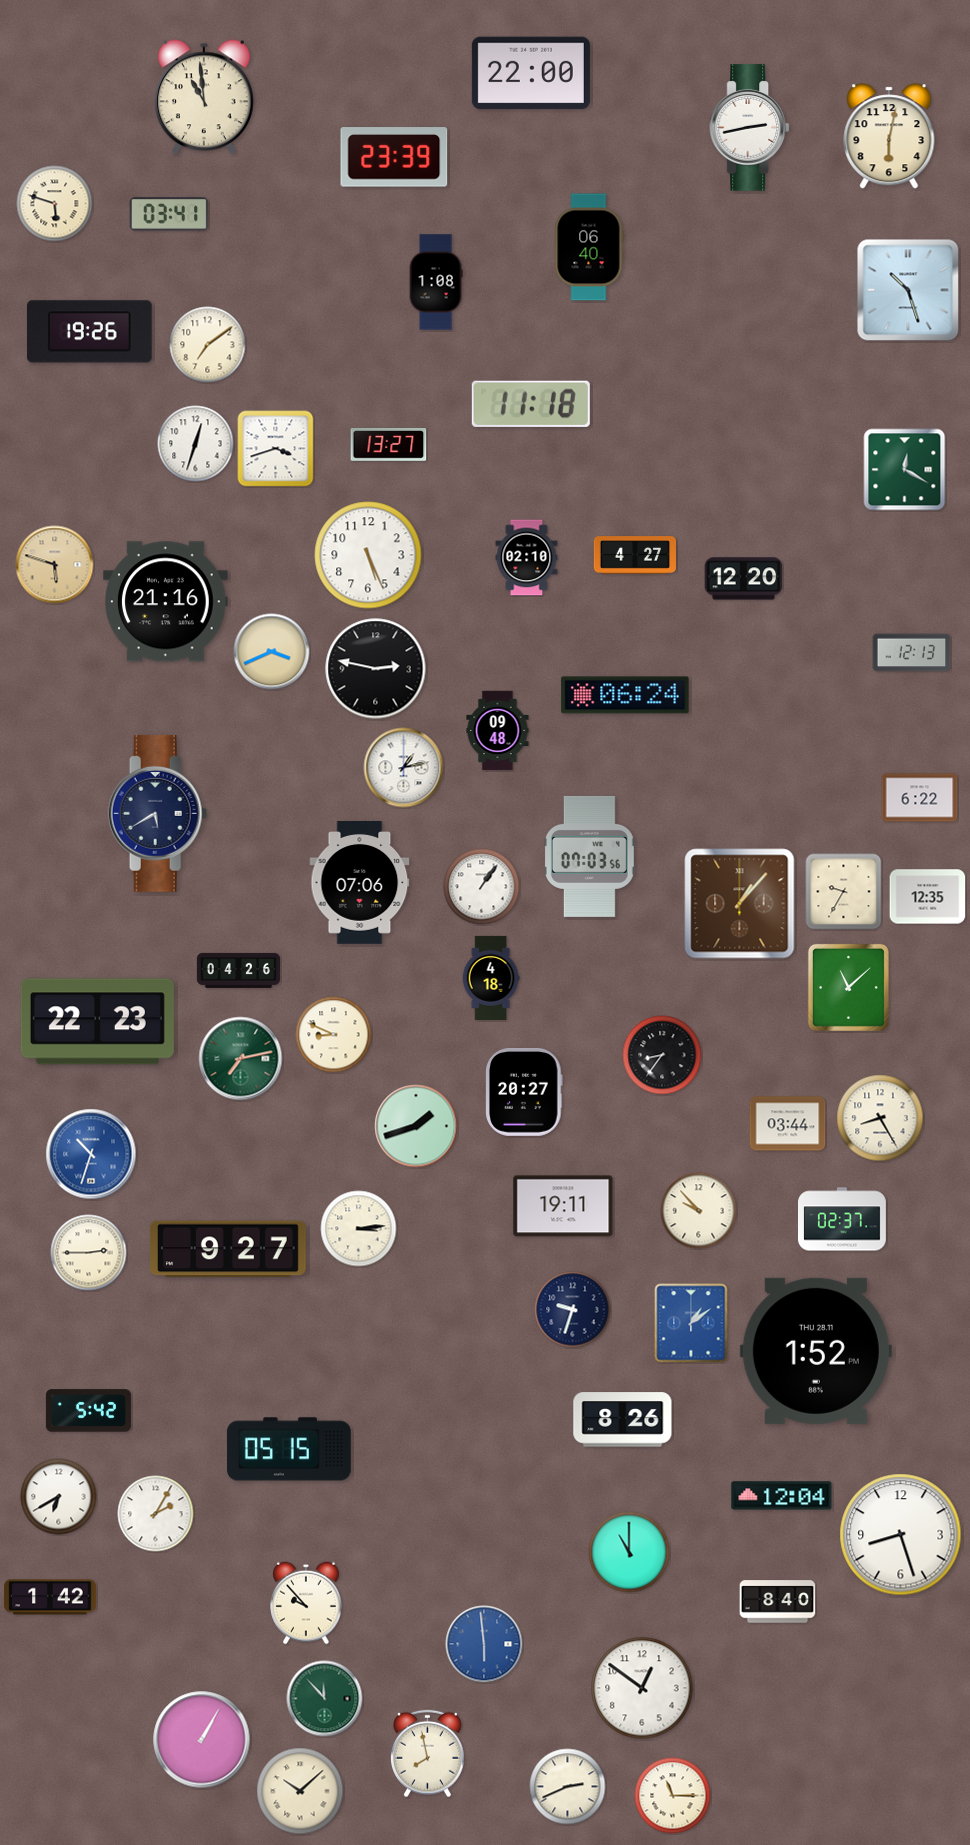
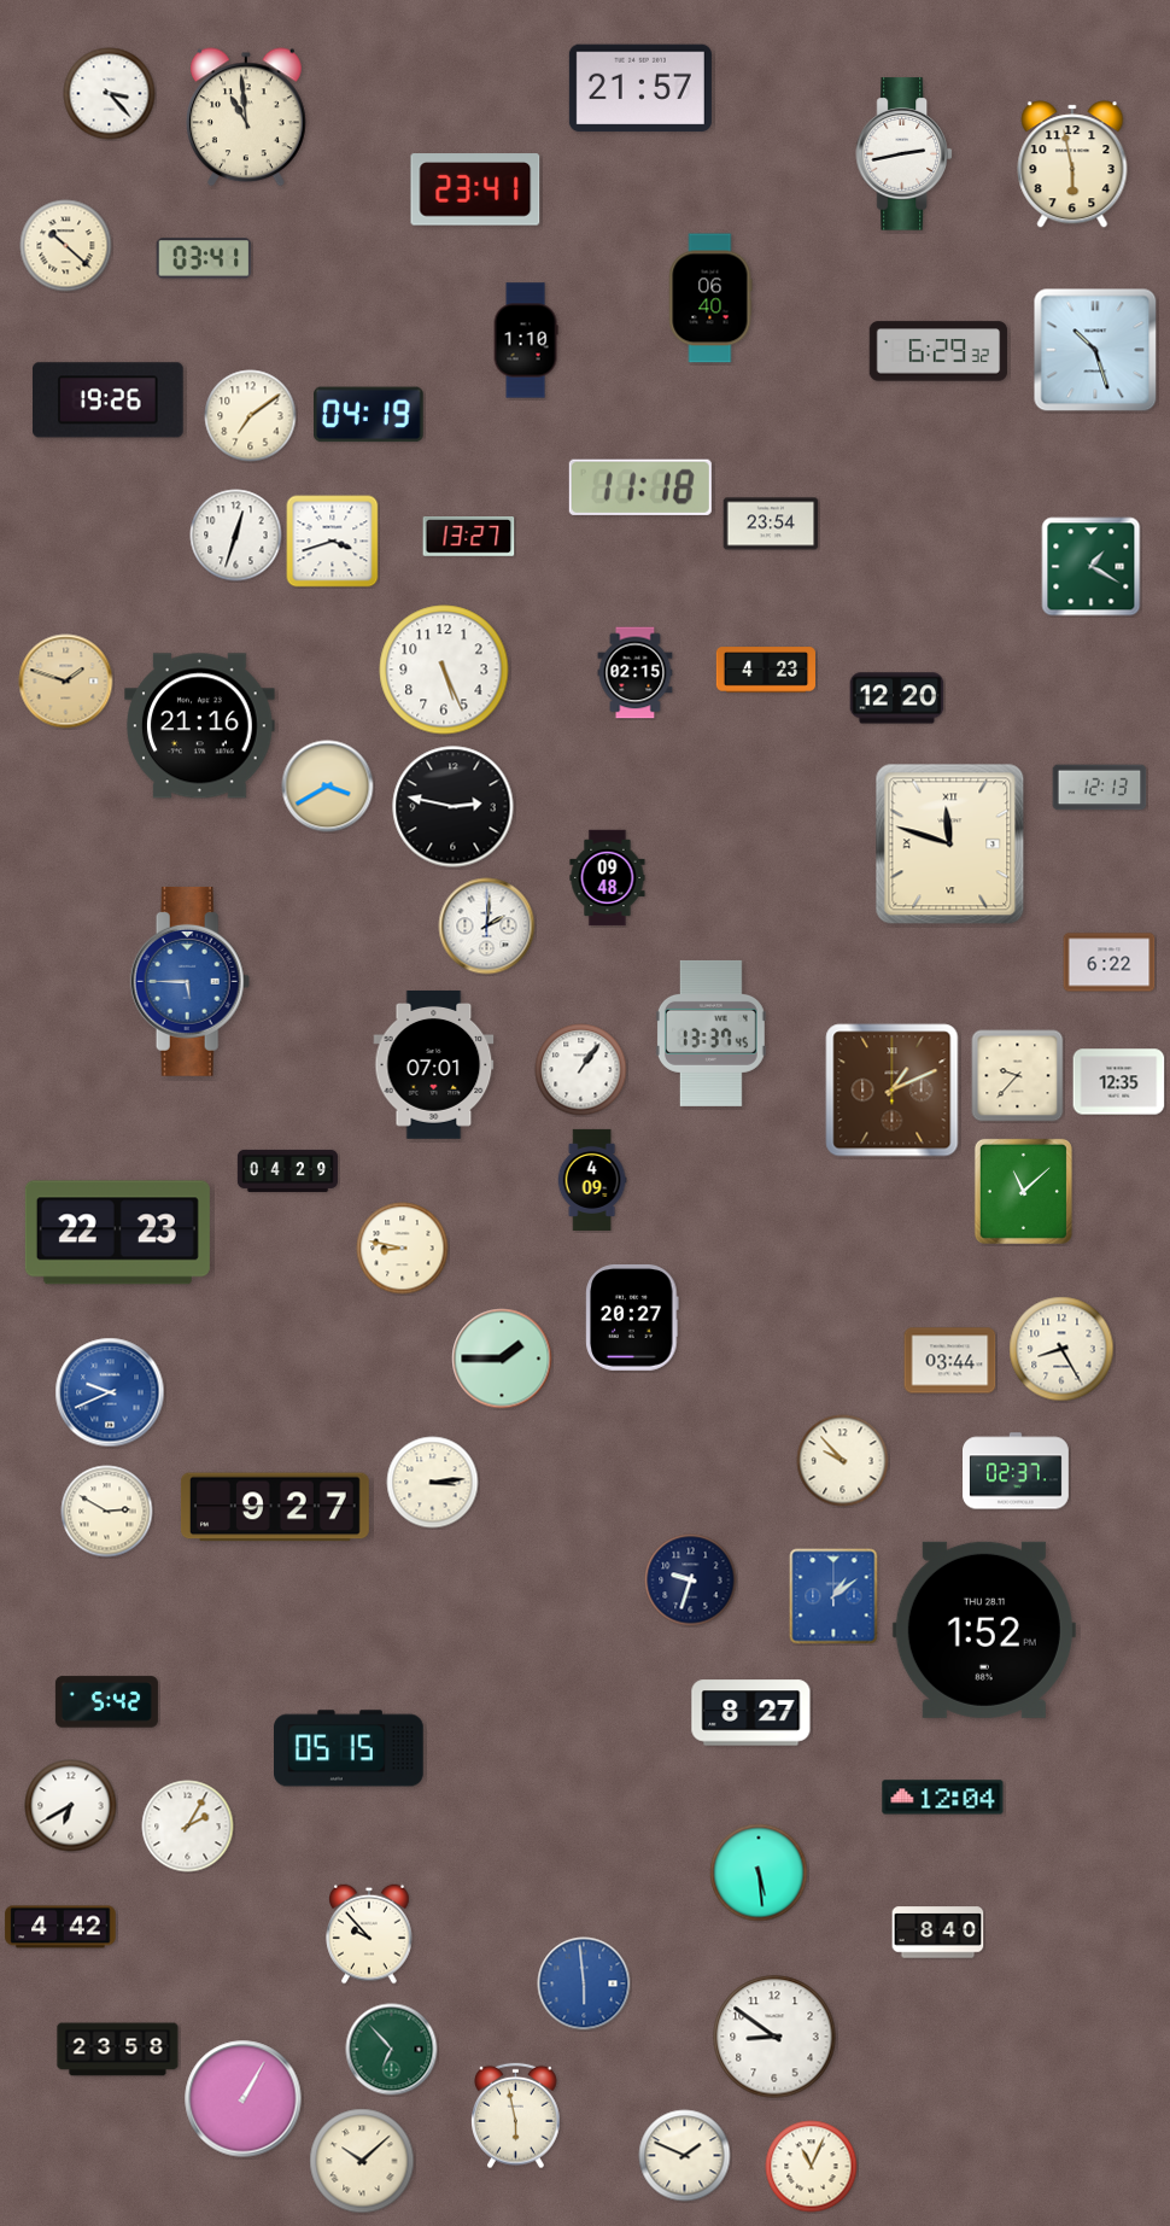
clock at (531, 73): 22:00 -> 21:57
clock at (110, 94): none -> 3:23
clock at (889, 136): 6:02 -> 5:58
clock at (394, 157): 23:39 -> 23:41
clock at (55, 204): 5:48 -> 10:22
clock at (436, 282): 1:08 -> 1:10
clock at (938, 351): none -> 6:29
clock at (369, 415): none -> 04:19
clock at (771, 524): none -> 23:54
clock at (905, 470): 12:20 -> 1:20
clock at (634, 555): 4:27 -> 4:23
clock at (527, 558): 02:10 -> 02:15
clock at (55, 565): 5:48 -> 1:48
clock at (272, 652): 3:41 -> 3:40
clock at (625, 695): 06:24 -> none
clock at (950, 845): none -> 11:48
clock at (498, 731) position: (498, 731) -> (608, 878)
clock at (404, 768): 1:13 -> 2:01
clock at (158, 813): 5:40 -> 5:45
clock at (158, 813) dial: navy -> blue
clock at (589, 856): 07:03 -> 13:37
clock at (360, 883): 07:06 -> 07:01
clock at (844, 892): 9:35 -> 9:37
clock at (740, 904): 1:07 -> 1:11
clock at (238, 970): 04:26 -> 04:29
clock at (491, 978): 4:18 -> 4:09
clock at (334, 1035): 8:49 -> 8:47
clock at (662, 1055): 8:36 -> none
clock at (241, 1059): 7:13 -> none
clock at (788, 1124) position: (788, 1124) -> (950, 1361)
clock at (416, 1126): 1:42 -> 1:45
clock at (91, 1154): 10:33 -> 9:41
clock at (563, 1206): 19:11 -> none
clock at (89, 1253): 2:45 -> 2:50
clock at (623, 1420): 8:26 -> 8:27
clock at (782, 1496) position: (782, 1496) -> (943, 1798)
clock at (901, 1535): 8:27 -> none
clock at (629, 1552): 11:00 -> 5:29
clock at (50, 1597): 1:42 -> 4:42
clock at (642, 1688): 12:51 -> 8:51
clock at (118, 2050): none -> 23:58
clock at (325, 1699): 11:53 -> 6:53
clock at (428, 1754): 7:58 -> 5:58
clock at (568, 1787): 2:41 -> 1:49
clock at (673, 1796): 11:15 -> 11:04
